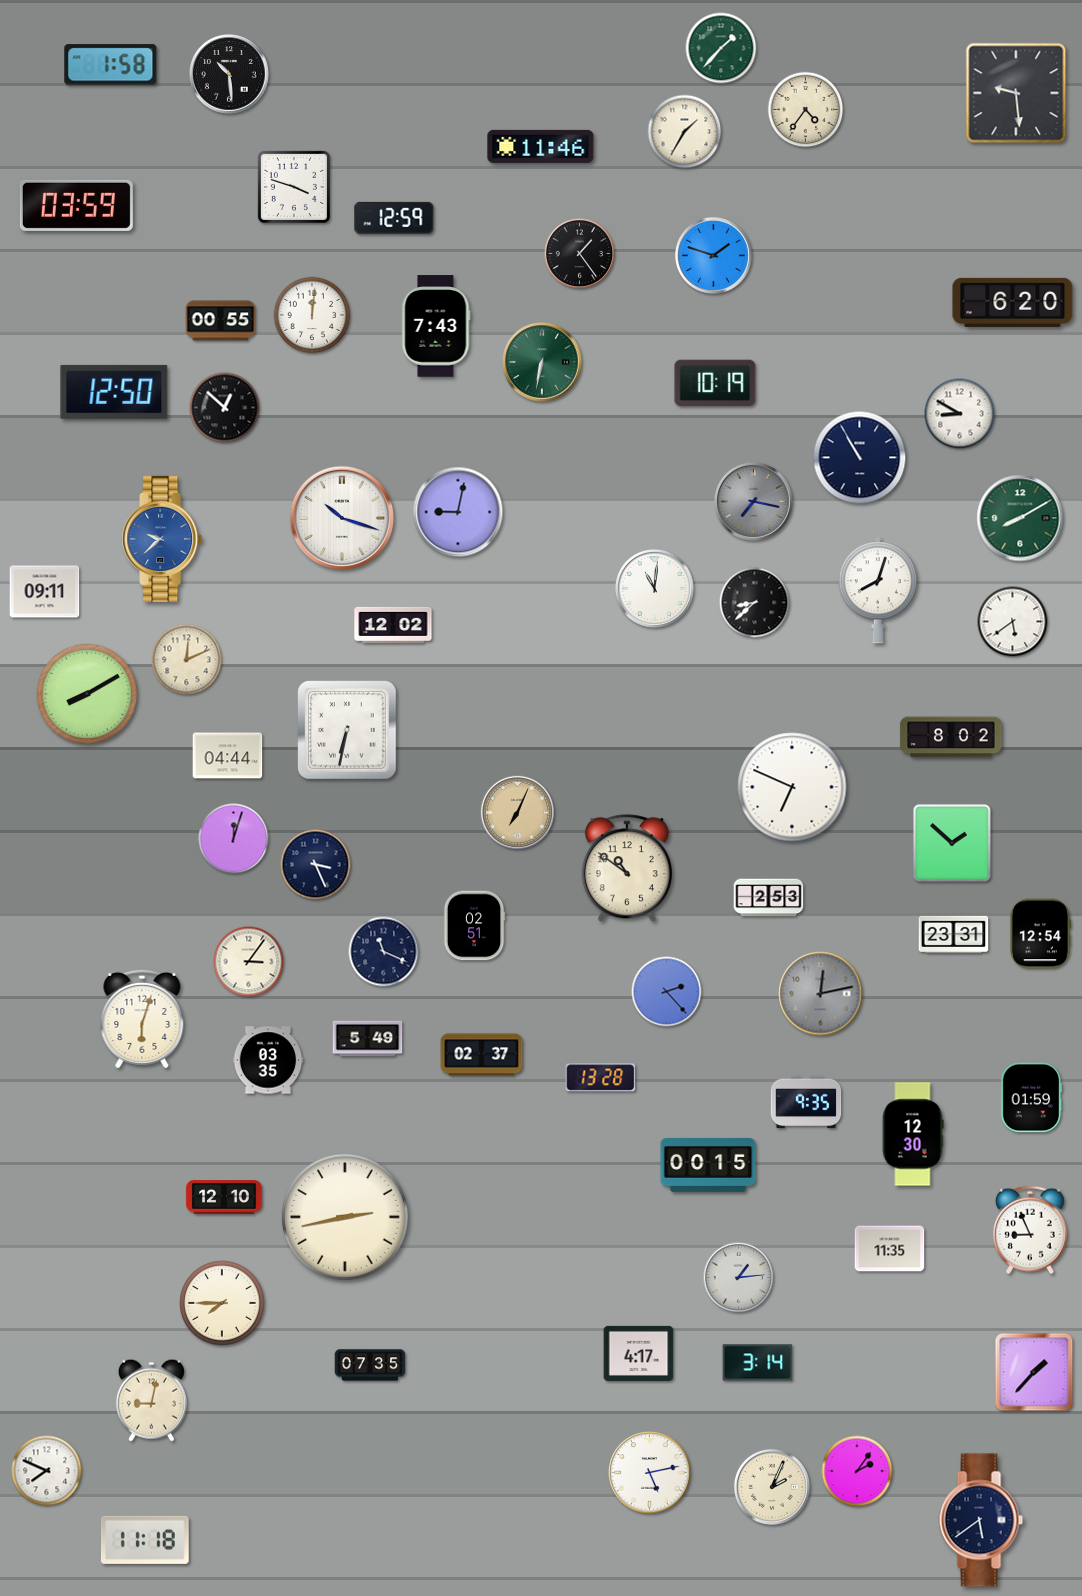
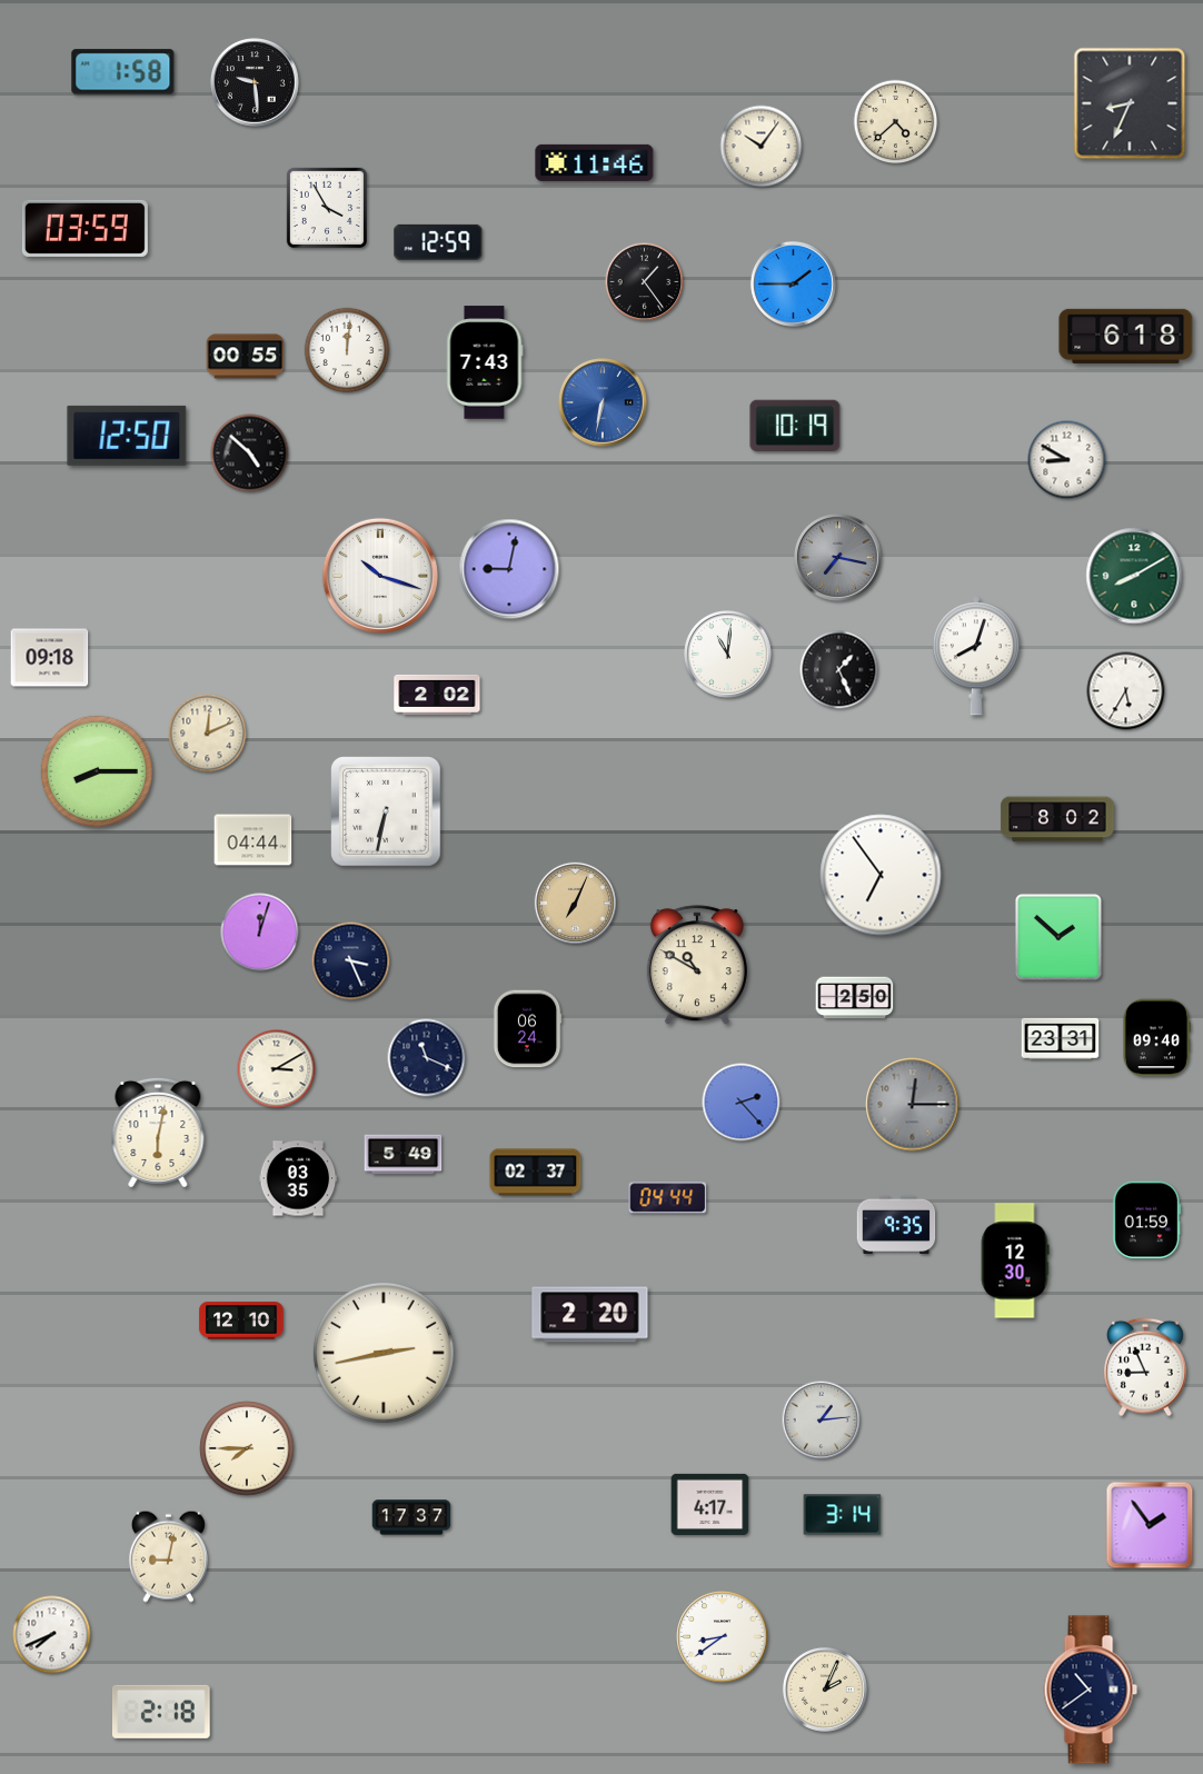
clock at (721, 48): 1:37 -> none
clock at (229, 74): 10:29 -> 9:29
clock at (1016, 93): 9:29 -> 8:34
clock at (806, 110): 4:36 -> 4:38
clock at (685, 132): 1:35 -> 10:06
clock at (541, 146) position: (541, 146) -> (595, 162)
clock at (294, 187): 3:48 -> 3:55
clock at (713, 255): 1:48 -> 1:45
clock at (1013, 302): 6:20 -> 6:18
clock at (542, 362) dial: green -> blue
clock at (225, 408): 12:52 -> 4:52
clock at (860, 458): 10:55 -> none
clock at (163, 539): 9:38 -> none
clock at (45, 592): 09:11 -> 09:18
clock at (755, 603): 8:38 -> 1:26
clock at (1013, 622): 5:39 -> 5:35
clock at (393, 625): 12:02 -> 2:02
clock at (87, 694): 8:10 -> 8:15
clock at (792, 787): 6:49 -> 6:54
clock at (627, 869): 10:51 -> 10:50
clock at (769, 898): 2:53 -> 2:50
clock at (474, 926): 02:51 -> 06:24
clock at (1040, 934): 12:54 -> 09:40
clock at (249, 962): 3:06 -> 3:10
clock at (821, 994): 12:13 -> 12:15
clock at (142, 1019): 6:03 -> 6:02
clock at (368, 1039) position: (368, 1039) -> (404, 1155)
clock at (601, 1078): 13:28 -> 04:44
clock at (708, 1165): 00:15 -> none
clock at (590, 1315): none -> 2:20
clock at (224, 1197) position: (224, 1197) -> (241, 1320)
clock at (890, 1249): 11:35 -> none
clock at (370, 1365): 07:35 -> 17:37
clock at (1034, 1372): 1:37 -> 1:54
clock at (47, 1471): 7:49 -> 7:41
clock at (857, 1471): 2:06 -> none
clock at (650, 1473): 5:13 -> 8:39
clock at (772, 1487) position: (772, 1487) -> (825, 1690)
clock at (981, 1520): 5:39 -> 10:39
clock at (145, 1540): 11:18 -> 2:18
